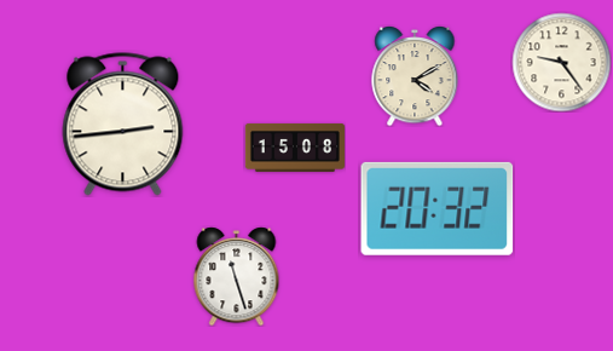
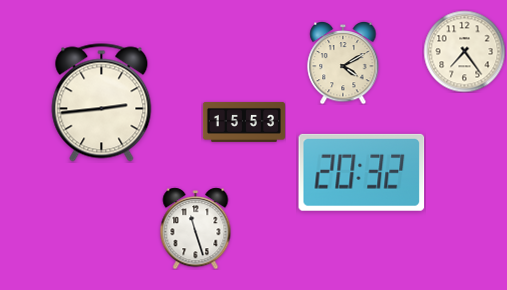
clock at (561, 62): 9:24 -> 7:24
clock at (295, 148): 15:08 -> 15:53
